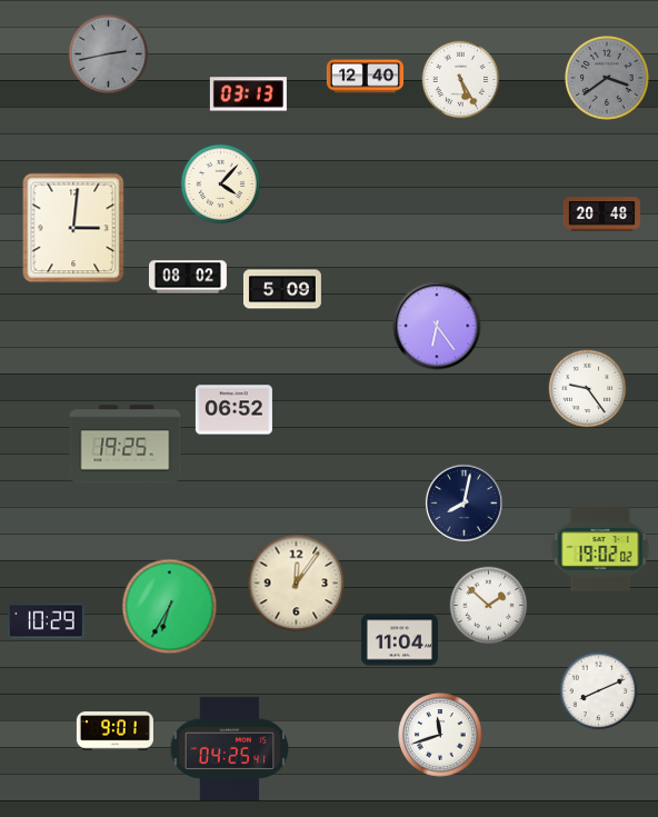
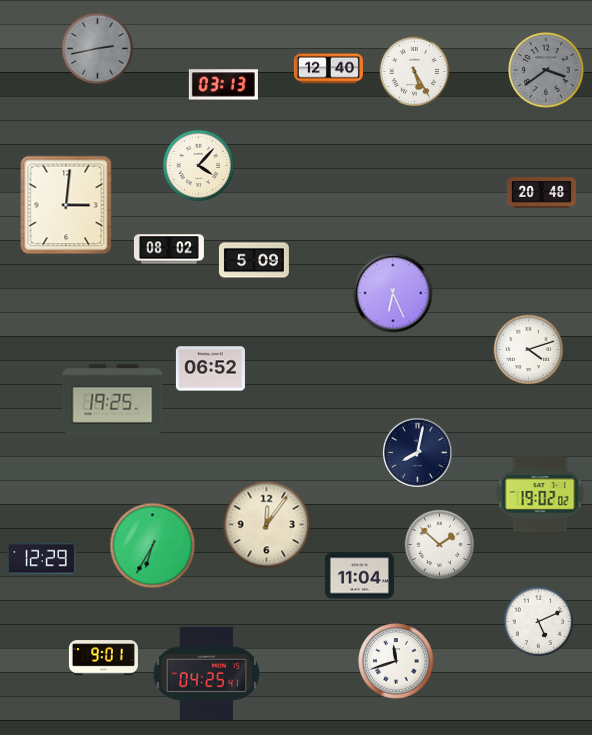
clock at (437, 326): 6:24 -> 6:26
clock at (588, 389): 9:24 -> 4:12
clock at (46, 621): 10:29 -> 12:29
clock at (599, 691): 8:11 -> 5:11
